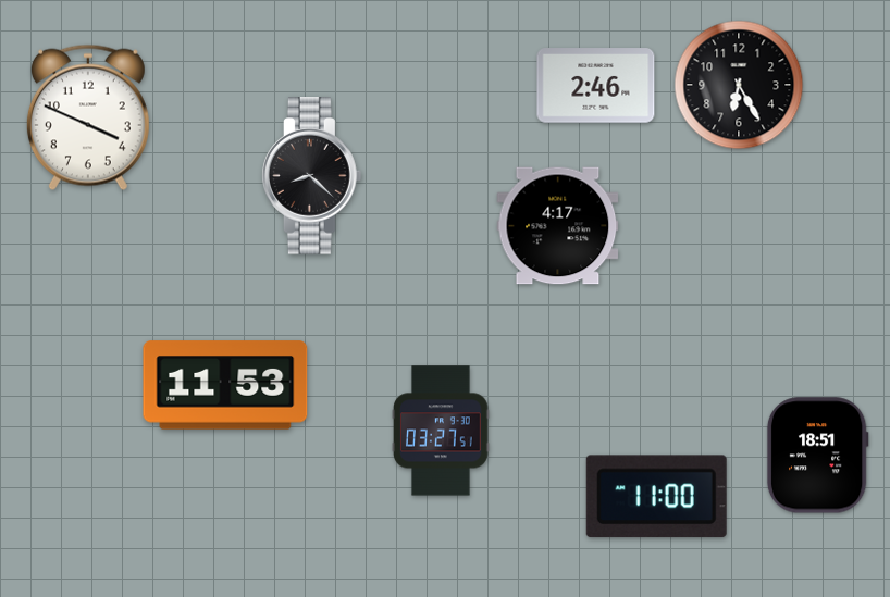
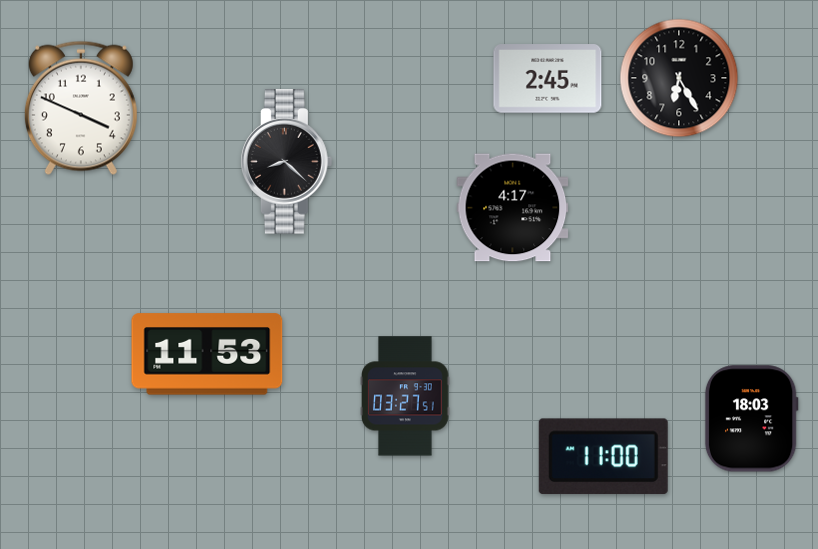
clock at (596, 86): 2:46 -> 2:45
clock at (817, 456): 18:51 -> 18:03
